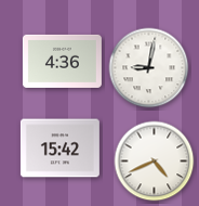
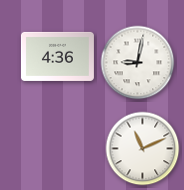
clock at (59, 149): 15:42 -> none
clock at (155, 162): 4:41 -> 11:11
